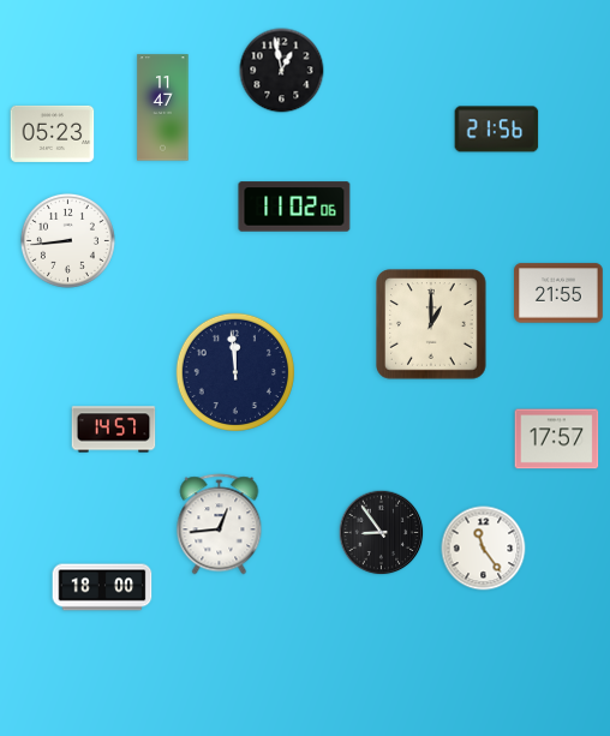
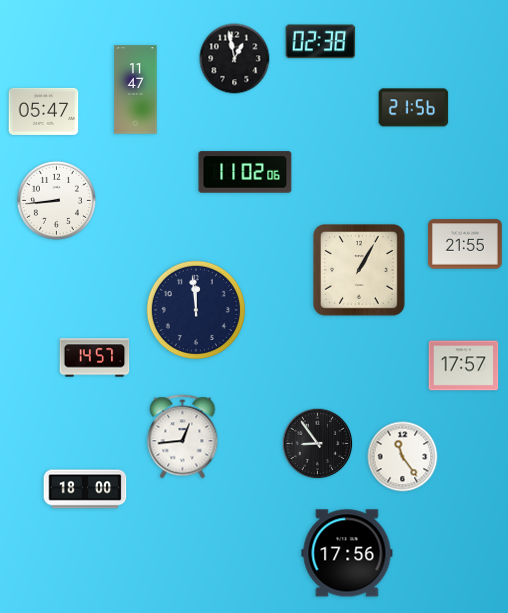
clock at (321, 42): none -> 02:38
clock at (53, 133): 05:23 -> 05:47
clock at (431, 324): 1:00 -> 1:05
clock at (347, 553): none -> 17:56
